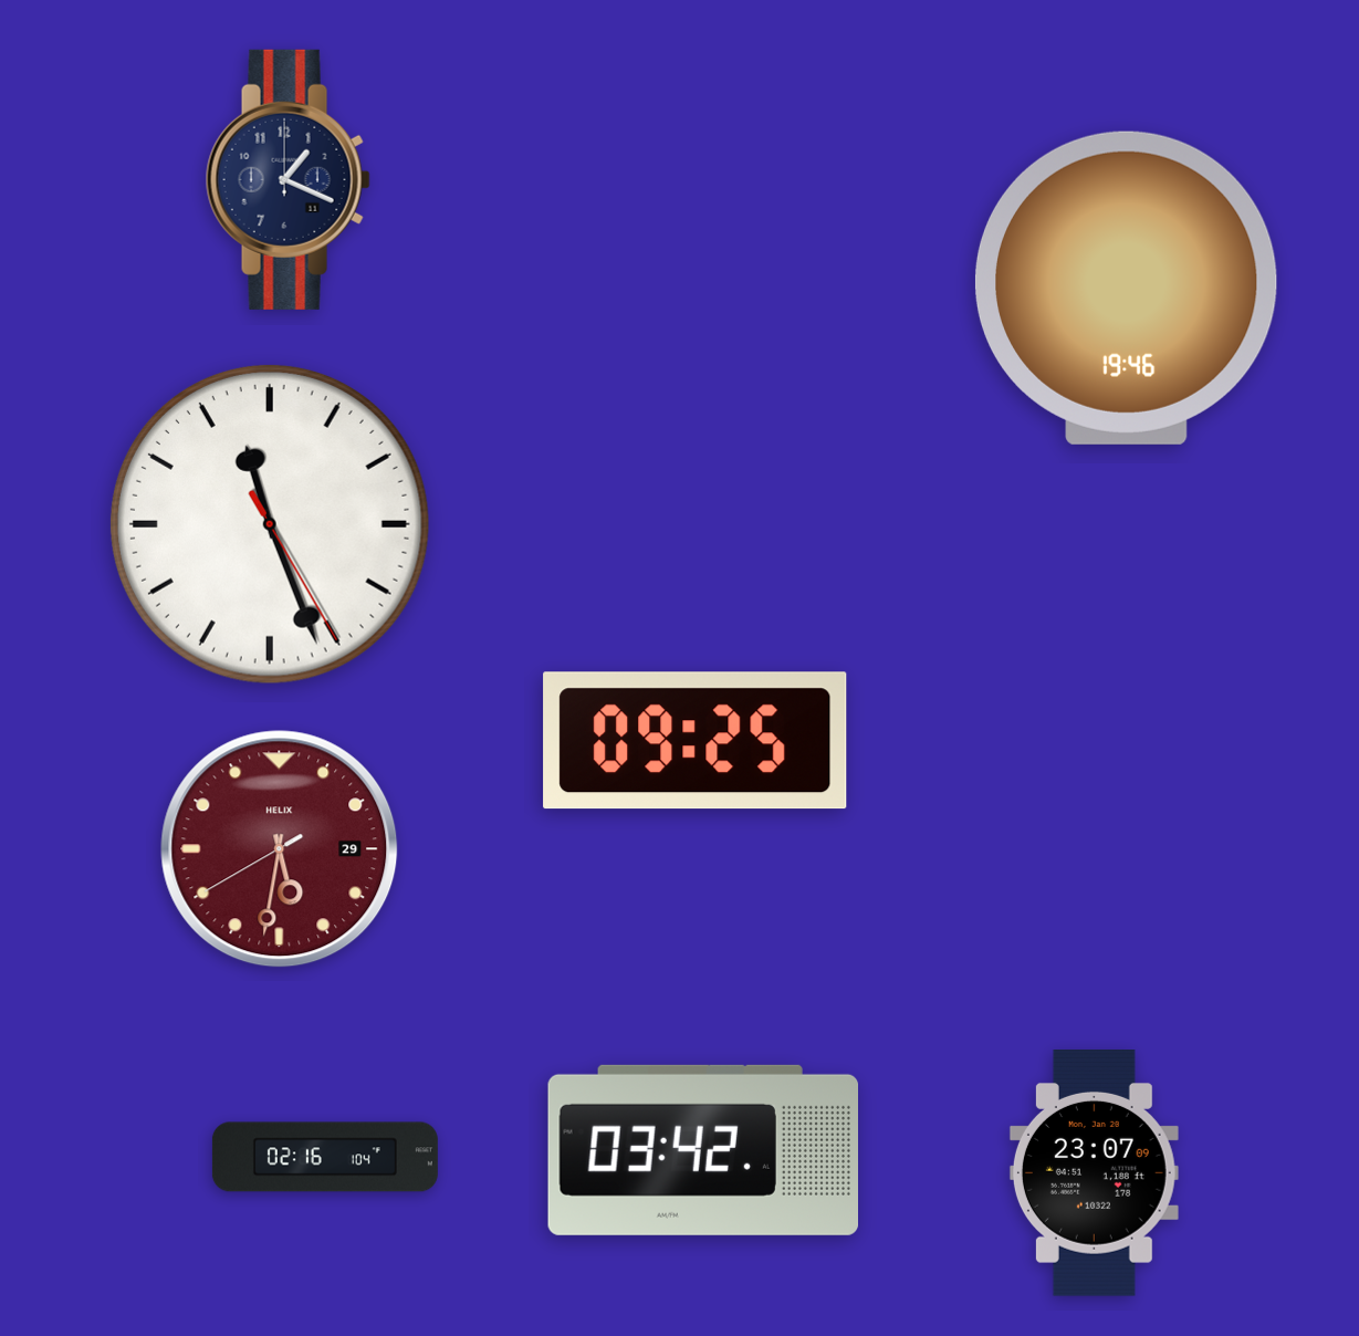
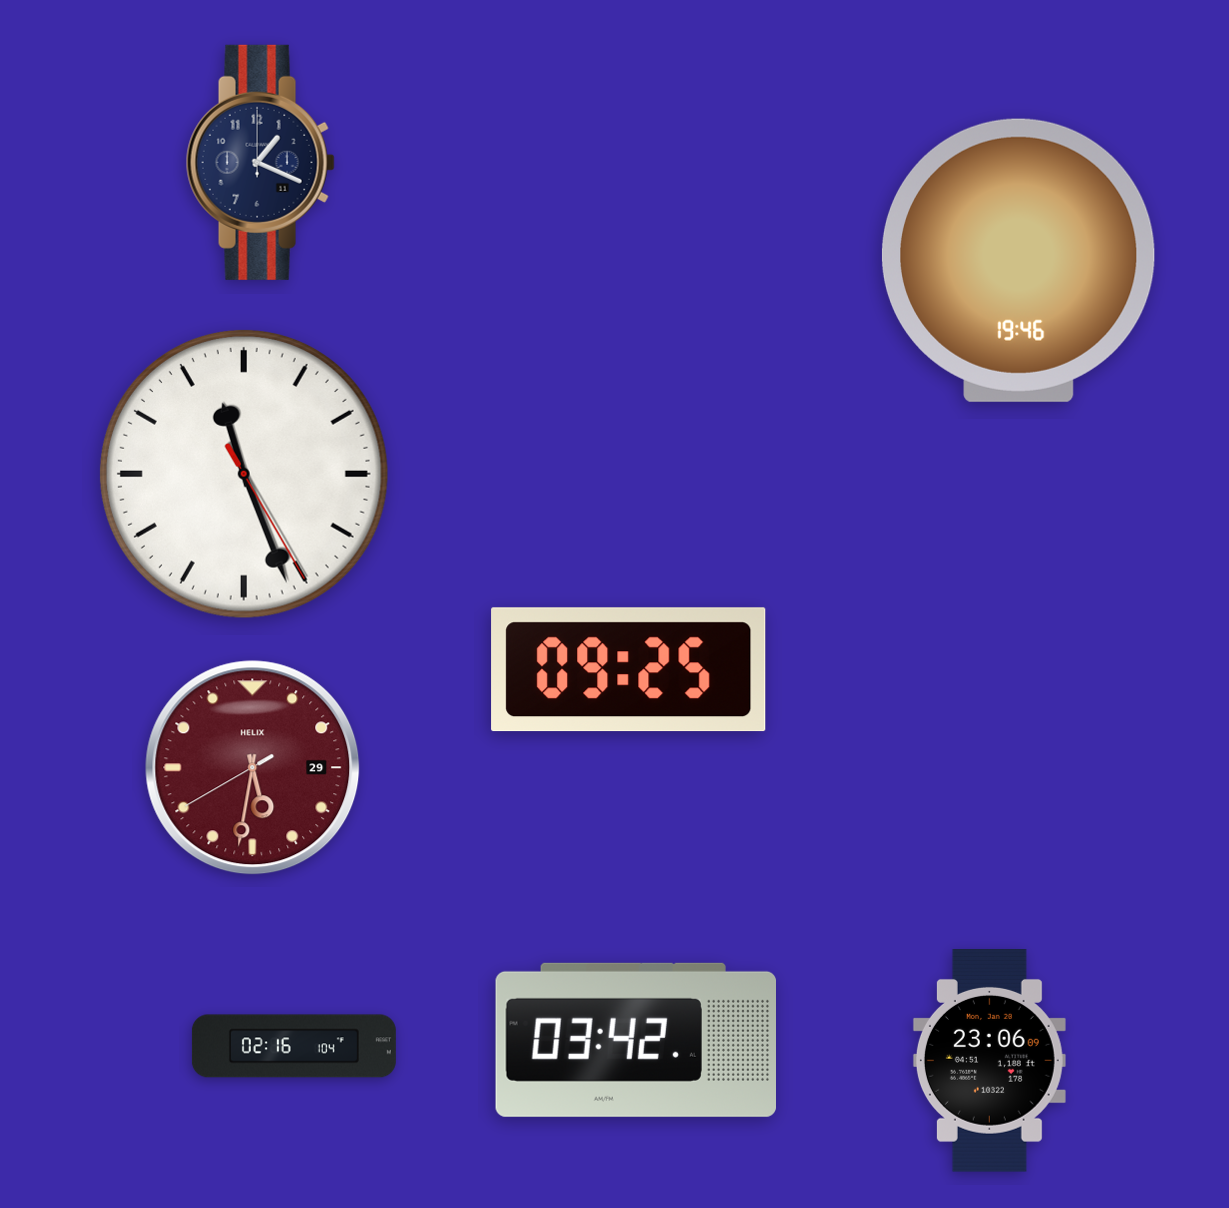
clock at (1094, 1173): 23:07 -> 23:06
